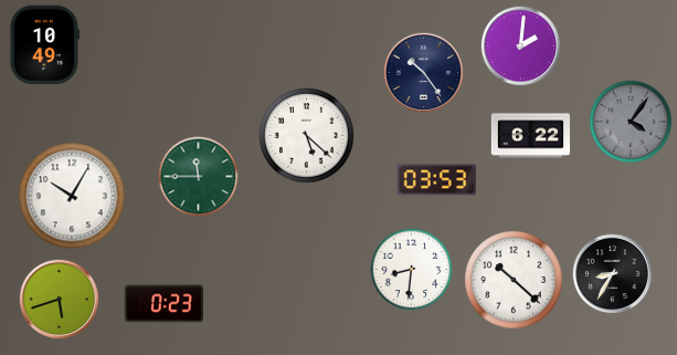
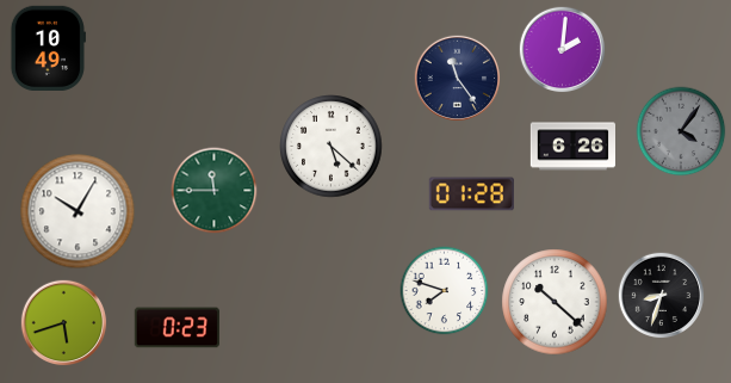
clock at (424, 73): 10:24 -> 11:24
clock at (530, 136): 6:22 -> 6:26
clock at (436, 180): 03:53 -> 01:28
clock at (412, 270): 8:31 -> 7:48
clock at (613, 274): 8:35 -> 8:33
